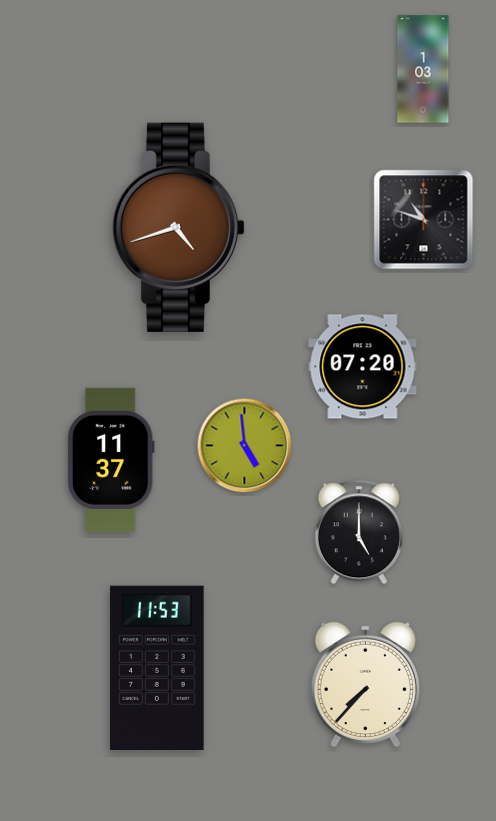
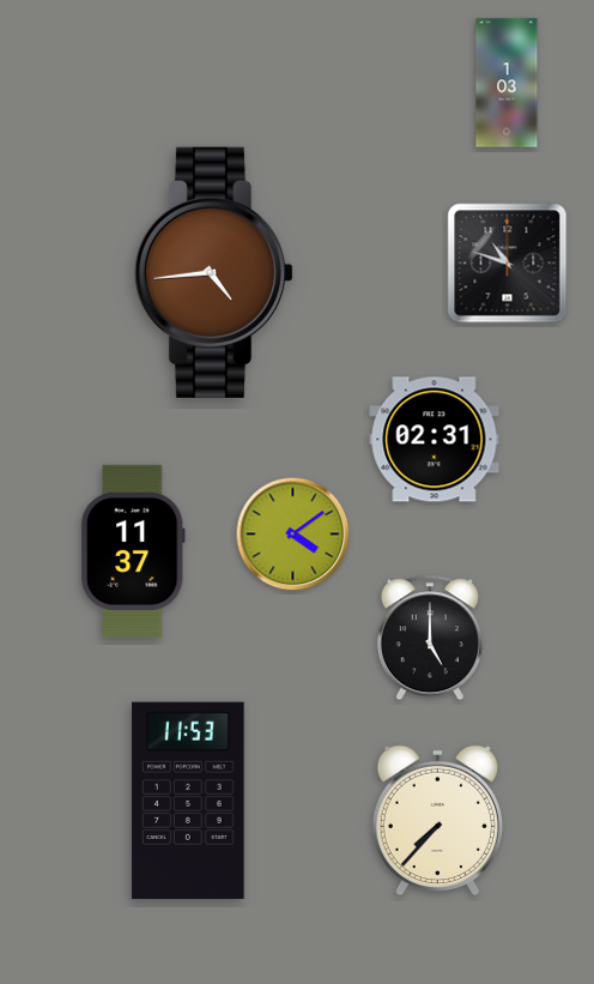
clock at (179, 227): 4:42 -> 4:44
clock at (363, 367): 07:20 -> 02:31
clock at (245, 446): 4:59 -> 4:09
